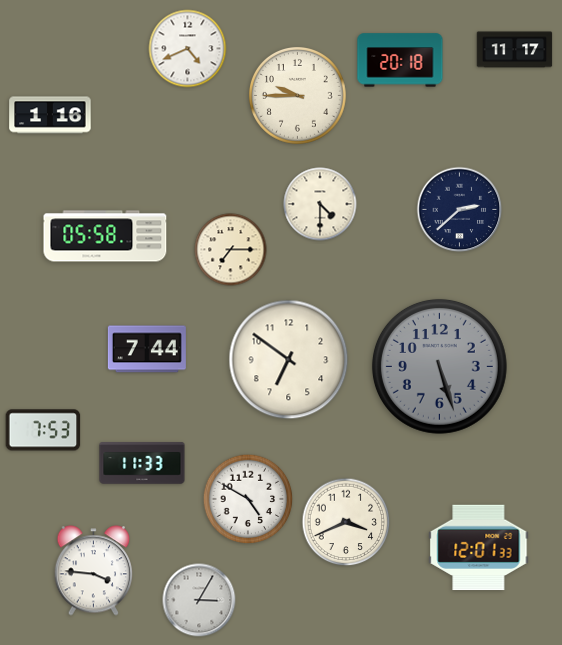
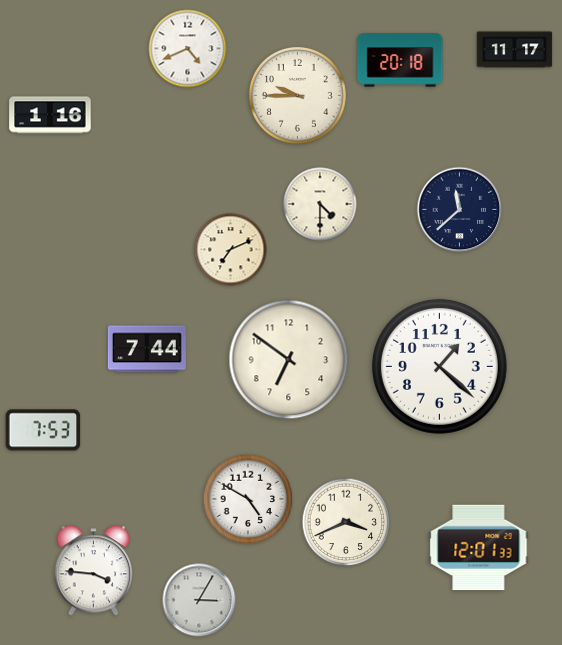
clock at (460, 210): 2:38 -> 11:38
clock at (105, 236): 05:58 -> none
clock at (231, 250): 7:15 -> 7:11
clock at (439, 366): 5:27 -> 1:22
clock at (439, 366) dial: grey -> white
clock at (142, 463): 11:33 -> none
